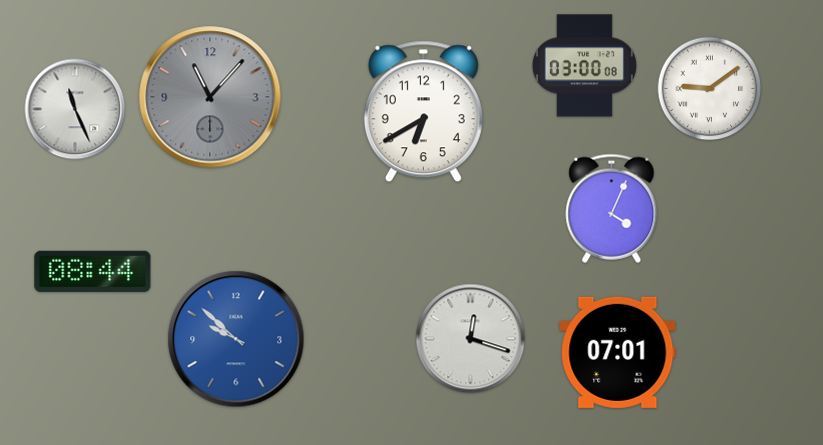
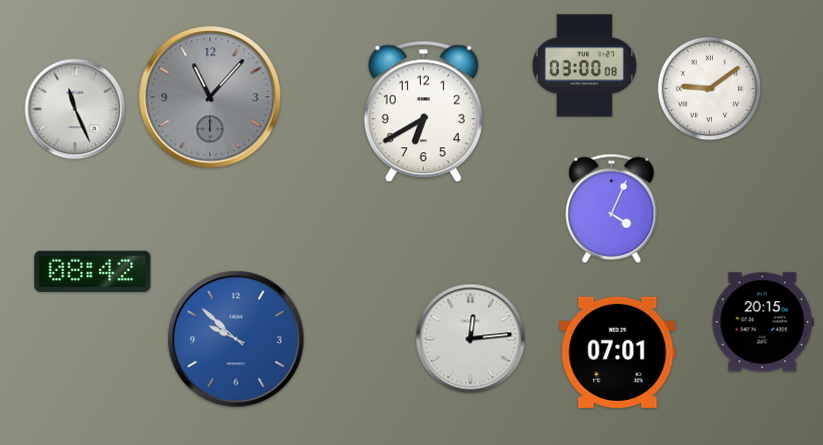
clock at (93, 271): 08:44 -> 08:42
clock at (763, 322): none -> 20:15
clock at (471, 339): 12:18 -> 12:14
